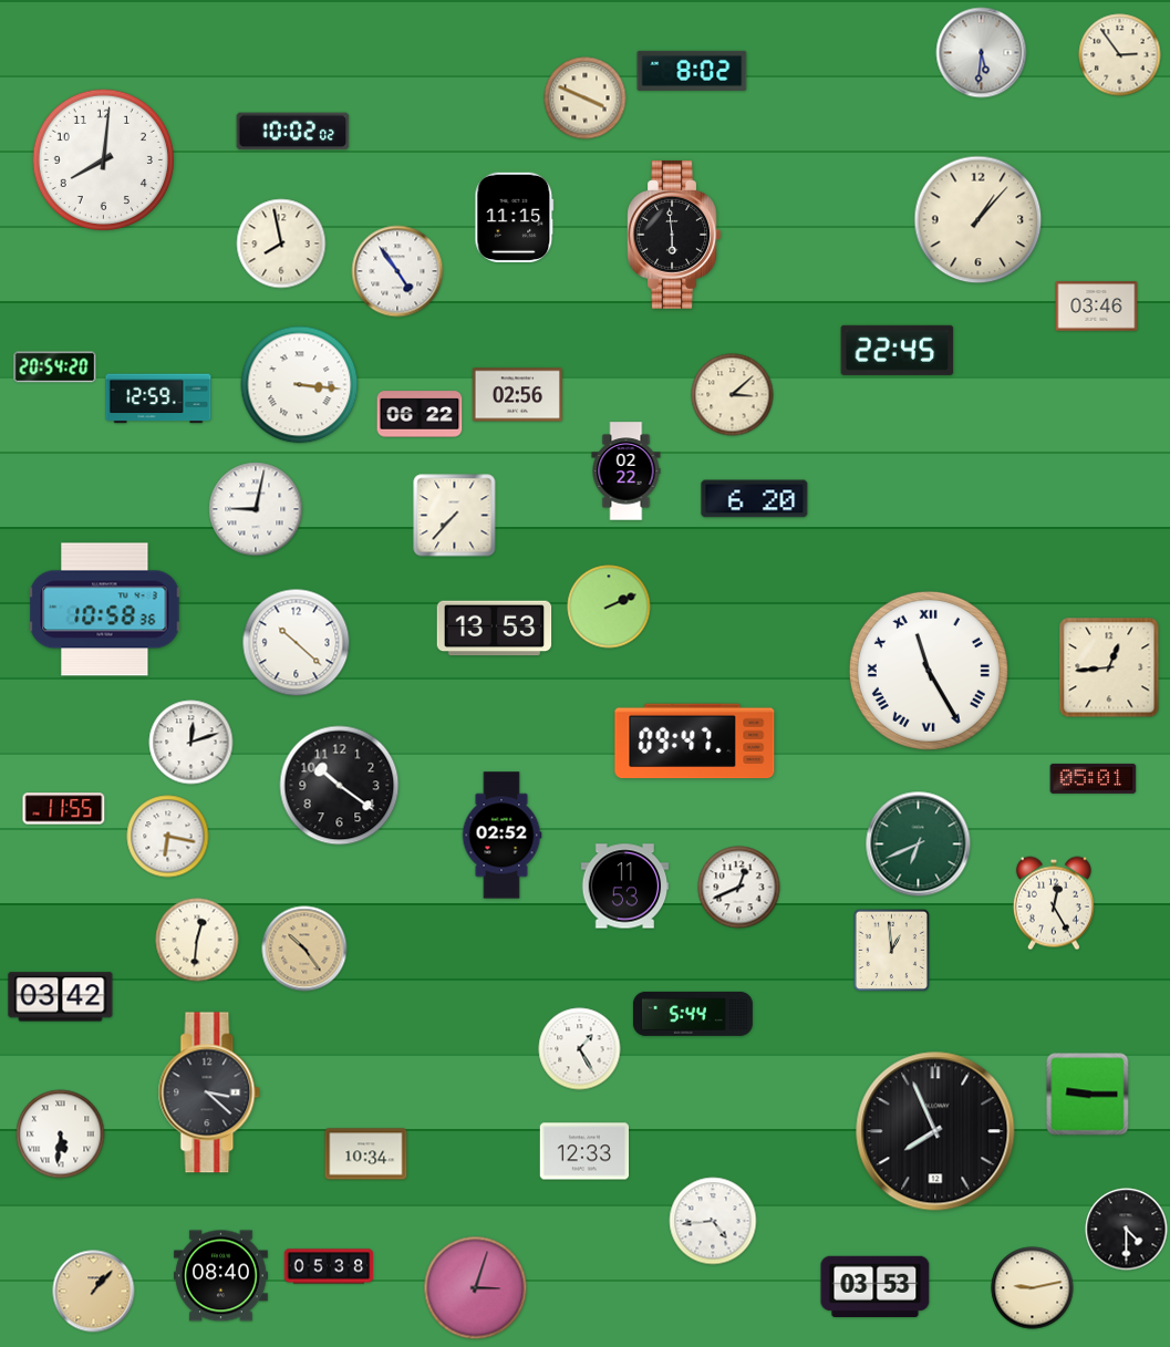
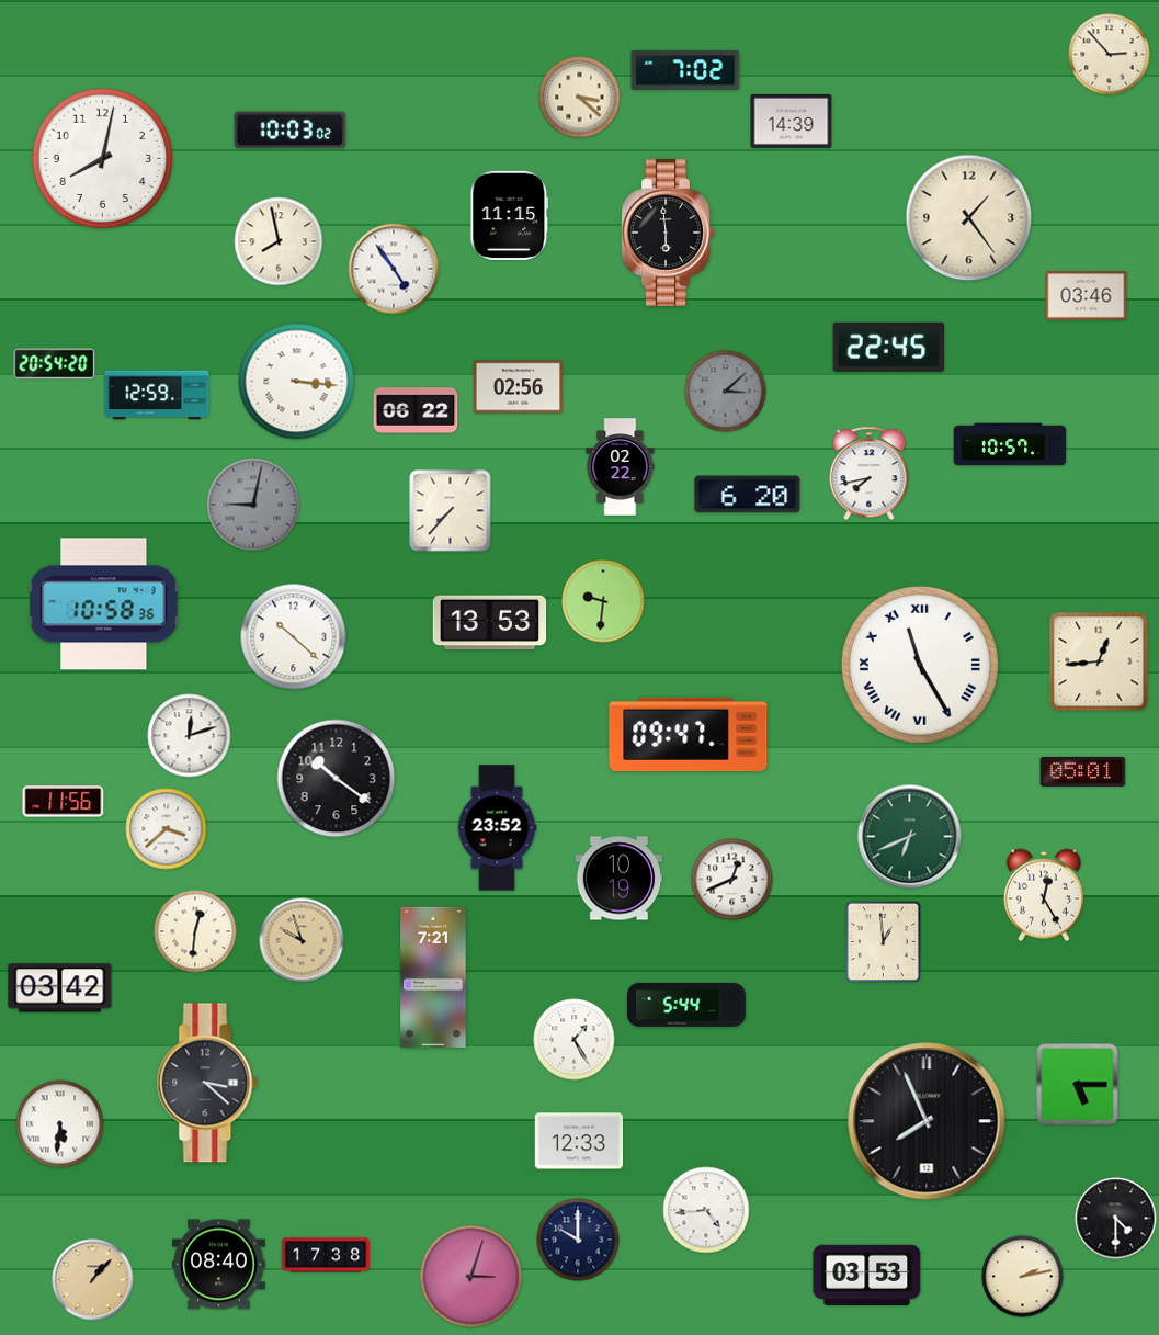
clock at (982, 53): 5:31 -> none
clock at (1120, 55): 2:54 -> 2:53
clock at (692, 71): 8:02 -> 7:02
clock at (586, 99): 3:49 -> 3:22
clock at (792, 121): none -> 14:39
clock at (293, 132): 10:02 -> 10:03
clock at (103, 159): 8:01 -> 8:02
clock at (979, 220): 1:07 -> 1:24
clock at (1097, 307) position: (1097, 307) -> (1087, 296)
clock at (517, 395) position: (517, 395) -> (518, 387)
clock at (733, 395) dial: cream -> grey
clock at (1010, 444): none -> 10:57
clock at (870, 474): none -> 7:43
clock at (256, 509) dial: white -> grey
clock at (609, 607): 2:11 -> 9:31
clock at (64, 809): 11:55 -> 11:56
clock at (501, 836): 02:52 -> 23:52
clock at (168, 837): 6:17 -> 3:38
clock at (625, 887): 11:53 -> 10:19
clock at (304, 949): 10:24 -> 9:57
clock at (433, 977): none -> 7:21
clock at (1088, 1095): 9:15 -> 5:15
clock at (366, 1154): 10:34 -> none
clock at (578, 1240): none -> 10:00
clock at (329, 1266): 05:38 -> 17:38
clock at (1033, 1288): 9:13 -> 2:13
